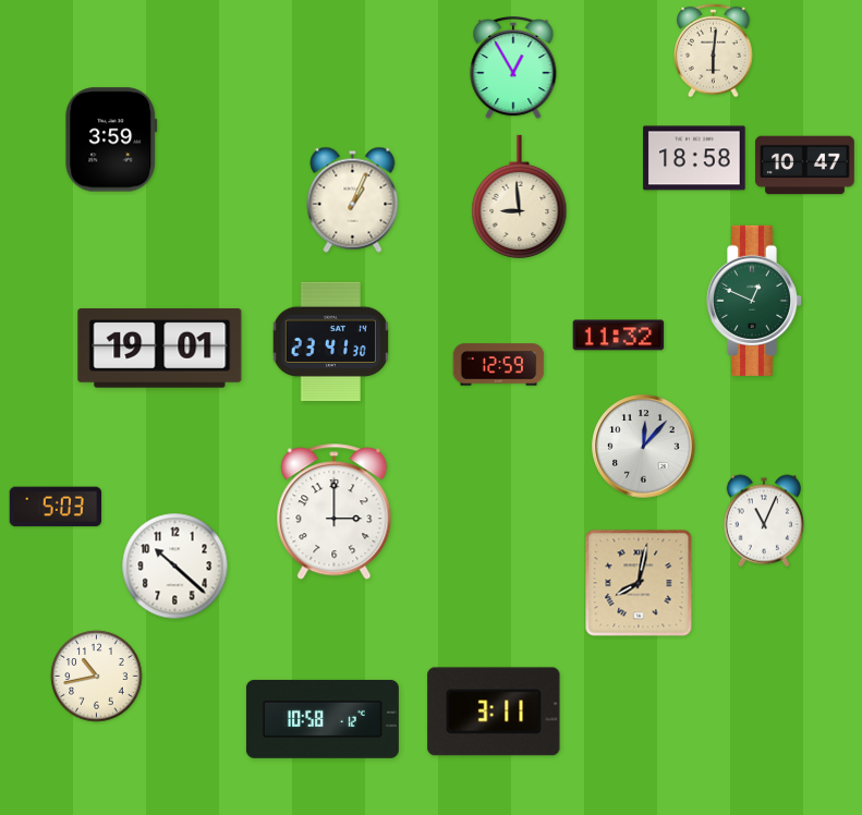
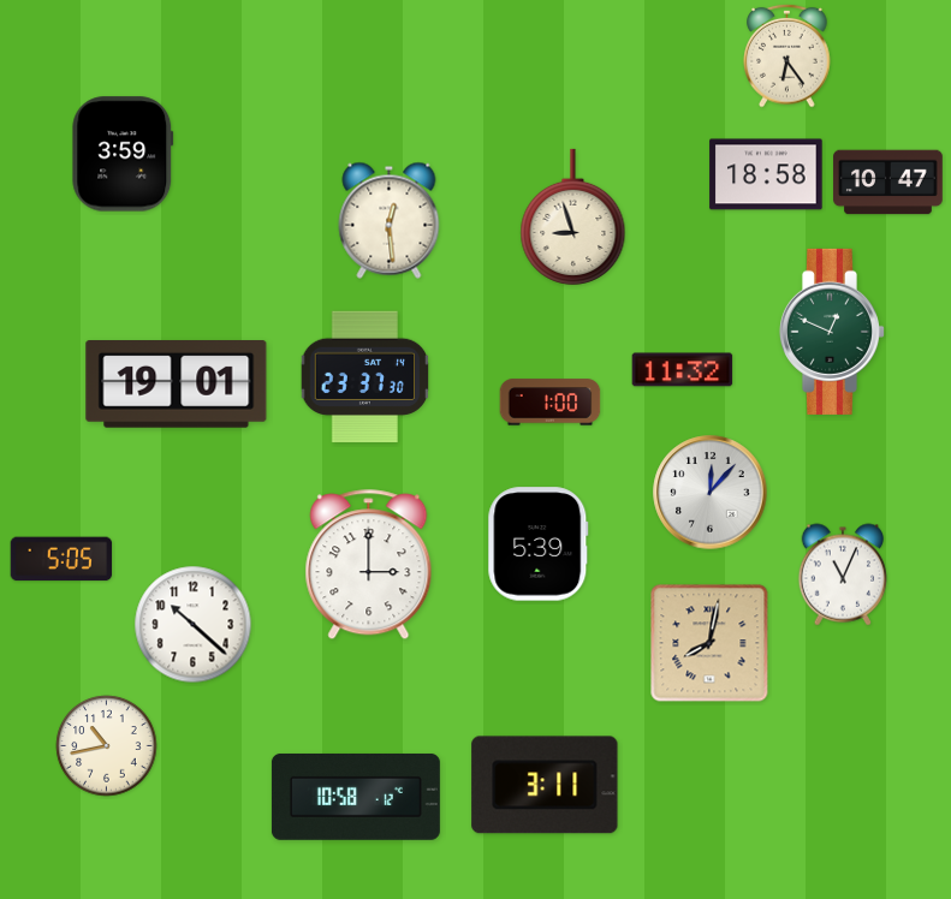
clock at (714, 50): 6:01 -> 6:24
clock at (513, 68): 12:55 -> none
clock at (520, 196): 8:59 -> 8:57
clock at (353, 199): 1:04 -> 12:29
clock at (331, 342): 23:41 -> 23:37
clock at (499, 365): 12:59 -> 1:00
clock at (539, 544): none -> 5:39
clock at (56, 507): 5:03 -> 5:05
clock at (639, 583) position: (639, 583) -> (709, 643)
clock at (323, 719) position: (323, 719) -> (356, 797)
